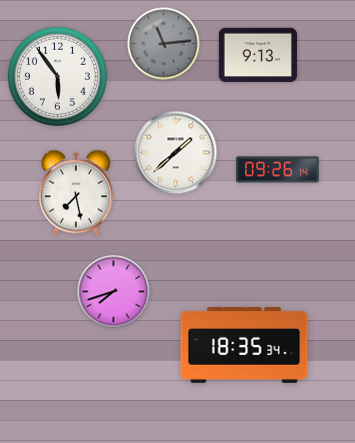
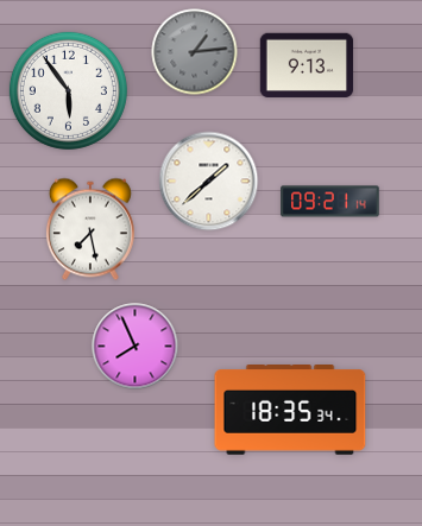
clock at (164, 44): 11:14 -> 1:14
clock at (278, 170): 09:26 -> 09:21
clock at (114, 292): 7:42 -> 7:56
